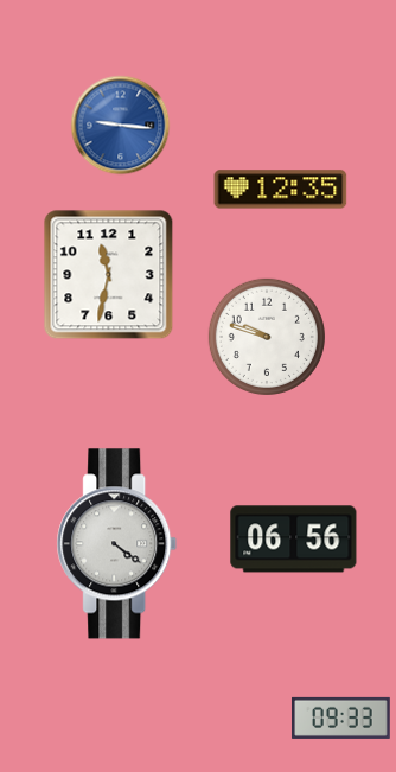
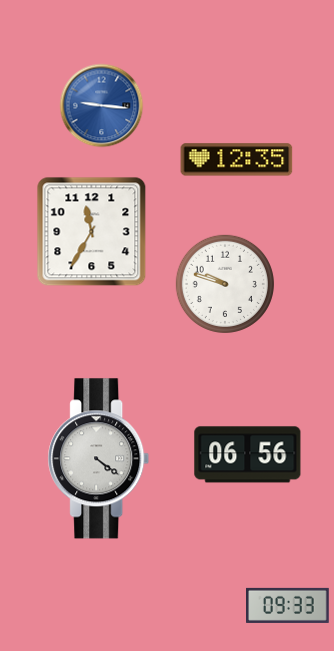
clock at (109, 275): 11:32 -> 11:35
